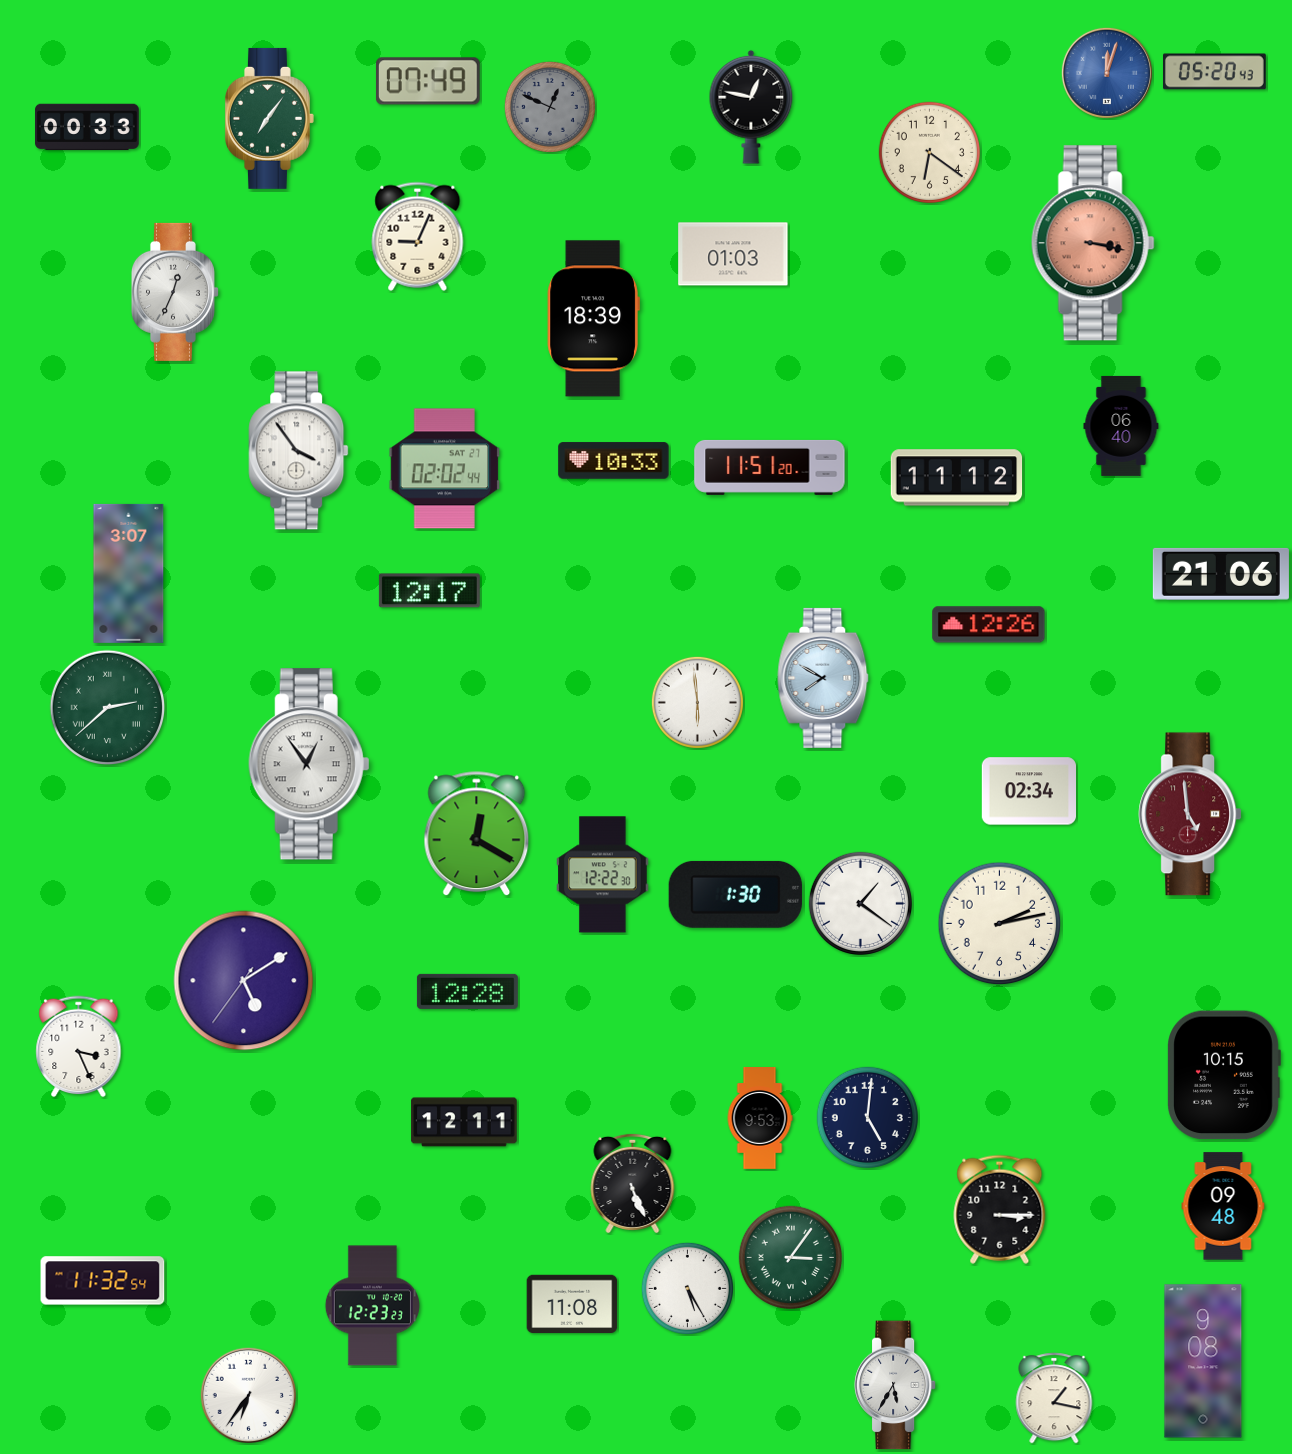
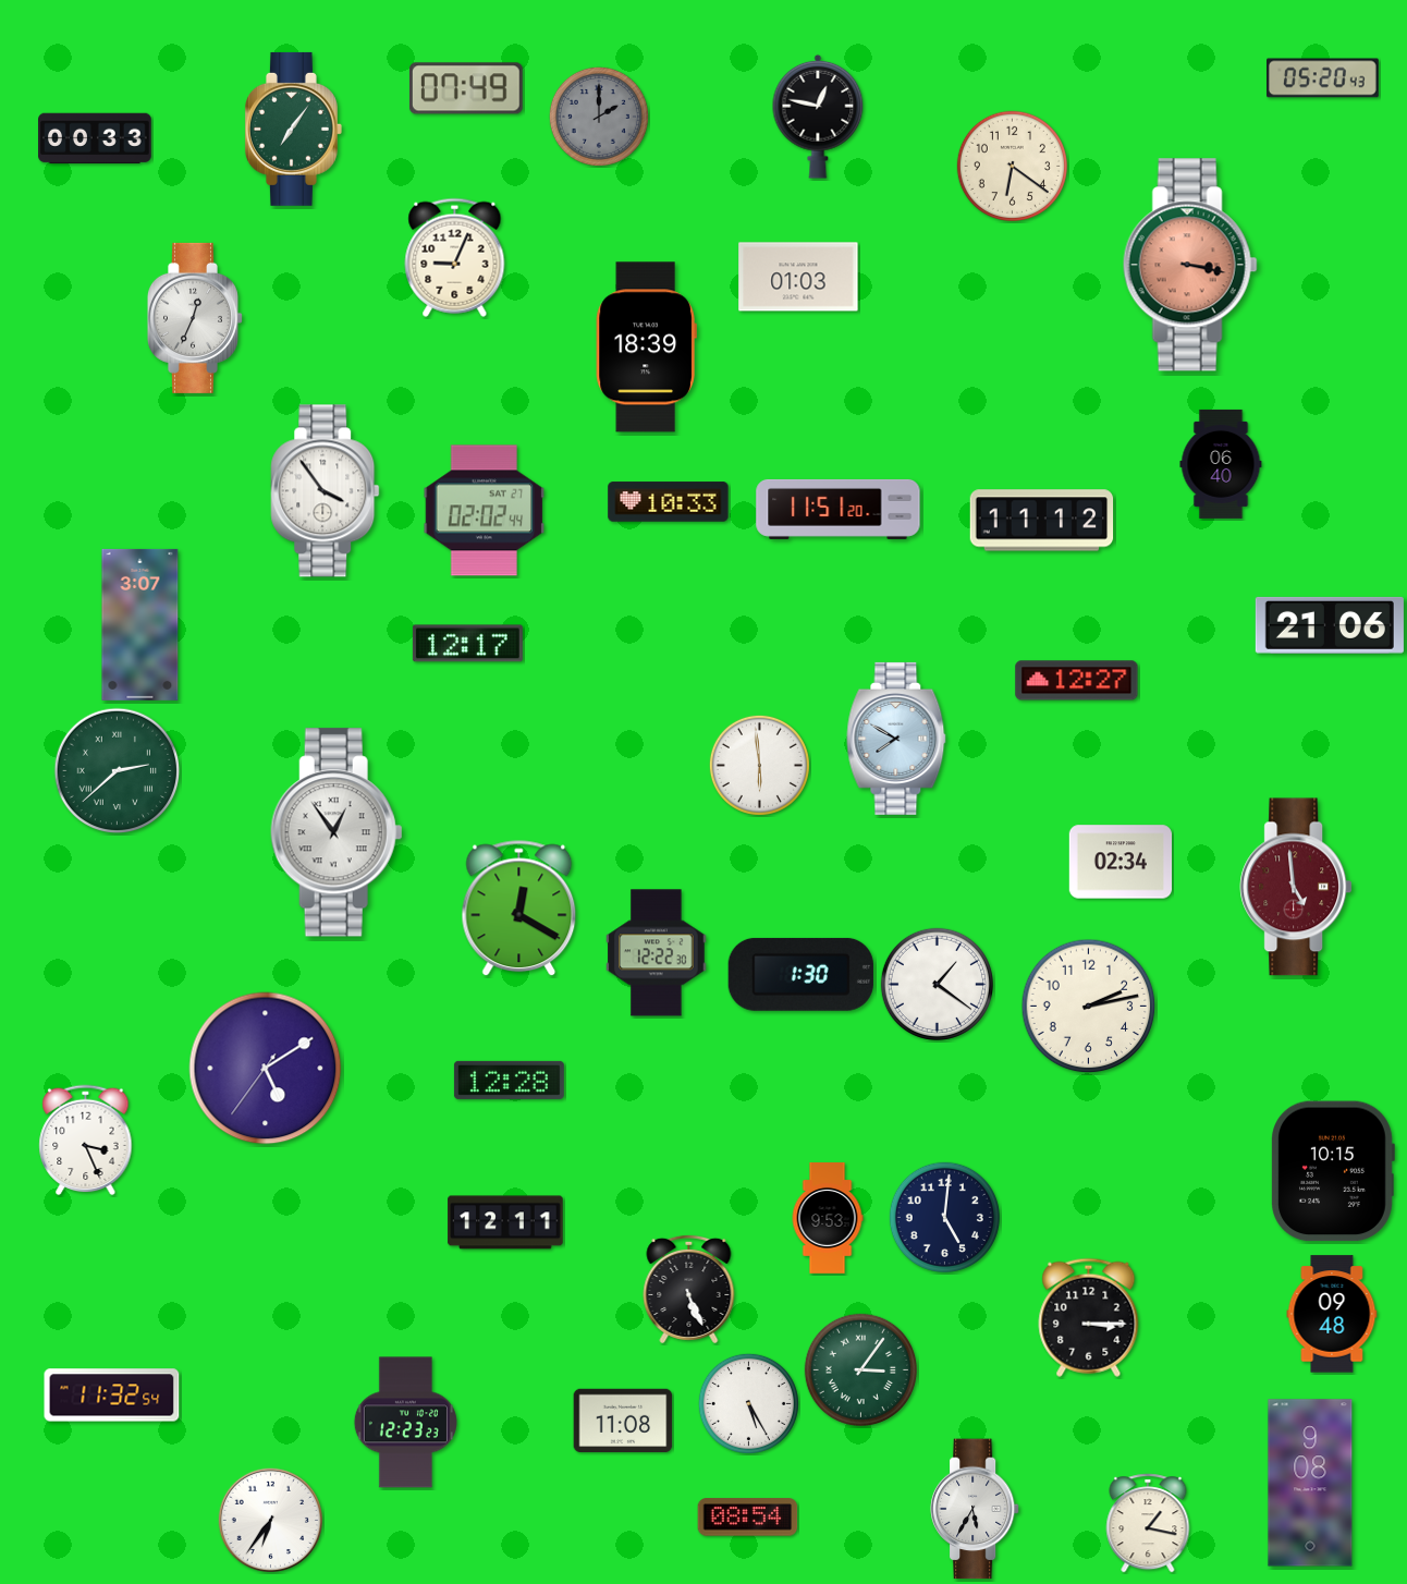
clock at (1107, 73): 12:03 -> none
clock at (550, 107): 12:49 -> 2:00
clock at (175, 292) position: (175, 292) -> (195, 318)
clock at (989, 625): 12:26 -> 12:27
clock at (748, 1518): none -> 08:54
